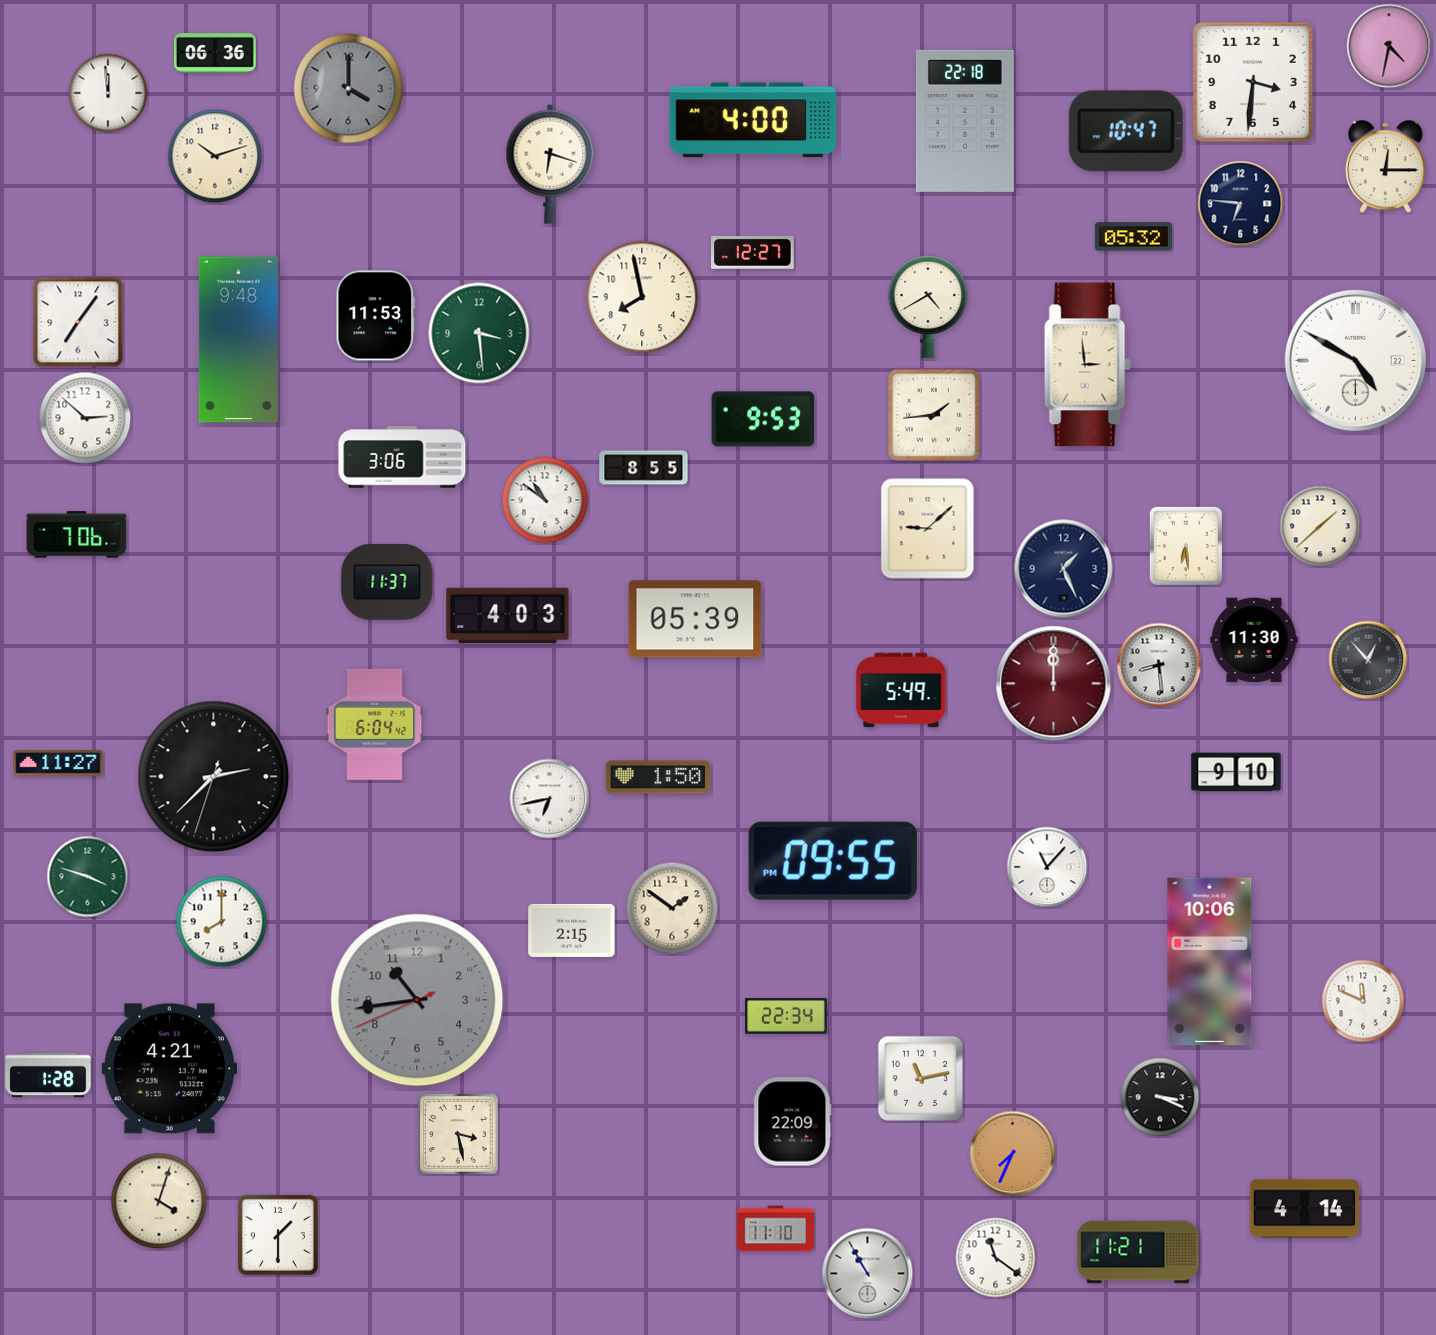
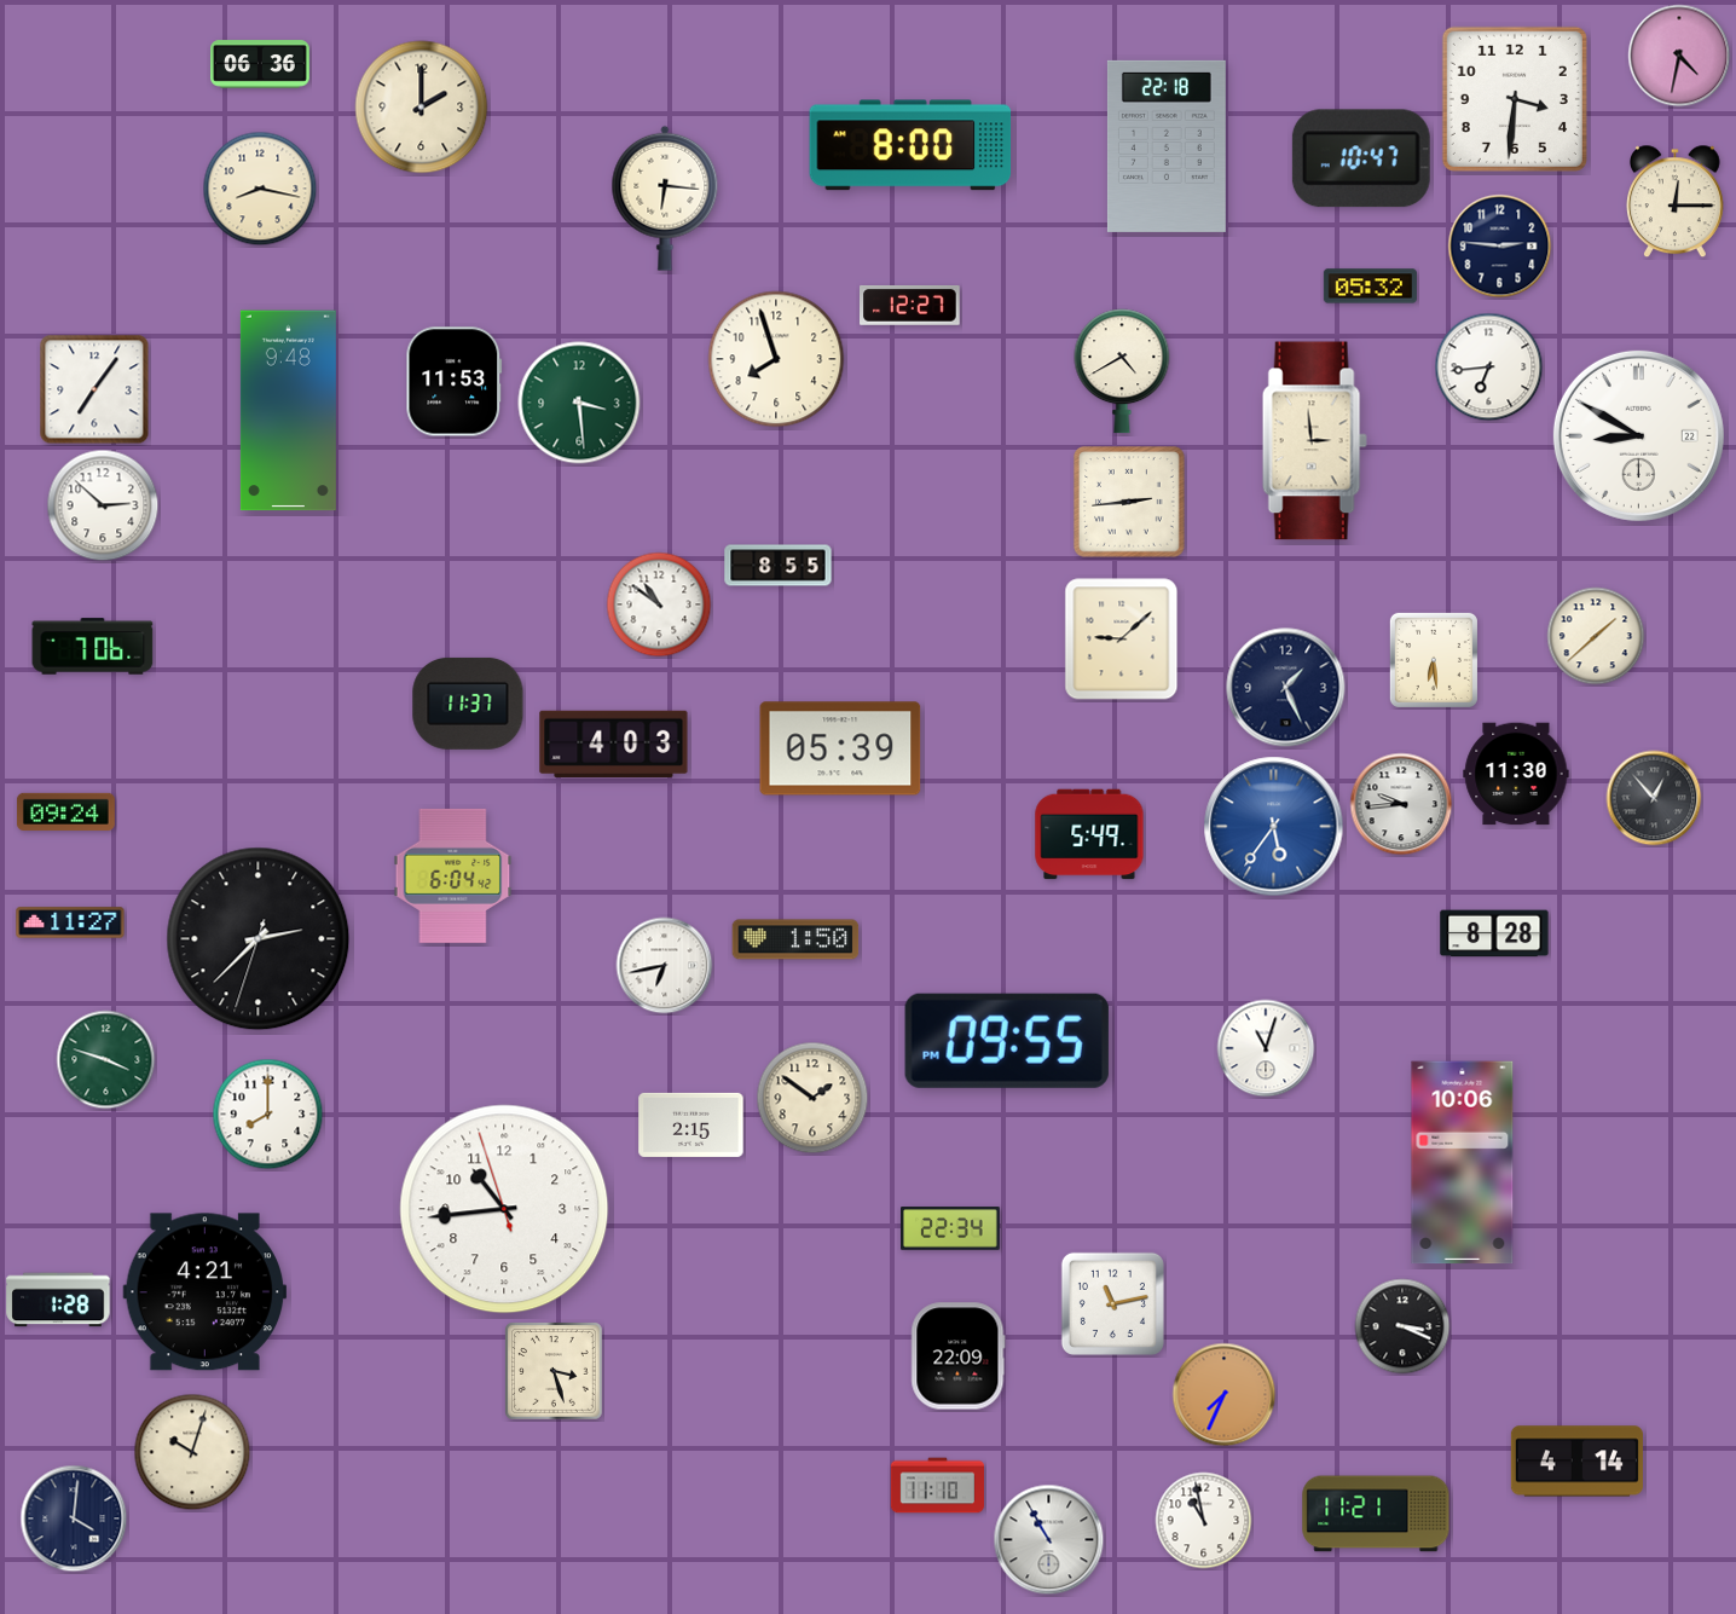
clock at (349, 89): 4:00 -> 2:00
clock at (349, 89) dial: grey -> cream
clock at (108, 93): 11:59 -> none
clock at (753, 120): 4:00 -> 8:00
clock at (215, 156): 10:12 -> 8:17
clock at (550, 164): 6:18 -> 6:16
clock at (1241, 204): 6:46 -> 2:46
clock at (642, 297): 7:58 -> 7:57
clock at (1489, 368): none -> 6:44
clock at (1355, 360): 4:50 -> 8:50
clock at (934, 415): 1:44 -> 2:44
clock at (763, 419): 9:53 -> none
clock at (402, 457): 3:06 -> none
clock at (1159, 665): 8:29 -> 9:44
clock at (65, 811): none -> 09:24
clock at (1054, 684): 12:00 -> 5:36
clock at (1054, 684) dial: burgundy -> blue
clock at (1236, 772): 9:10 -> 8:28
clock at (1047, 867): 11:07 -> 11:03
clock at (417, 1000): 10:43:41 -> 10:43:57
clock at (417, 1000) dial: grey -> white
clock at (1363, 1001): 11:49 -> none
clock at (459, 1135): 3:28 -> 3:27
clock at (159, 1201): 4:03 -> 10:03
clock at (278, 1235): 1:30 -> none
clock at (74, 1518): none -> 4:01
clock at (996, 1258): 11:21 -> 10:58
